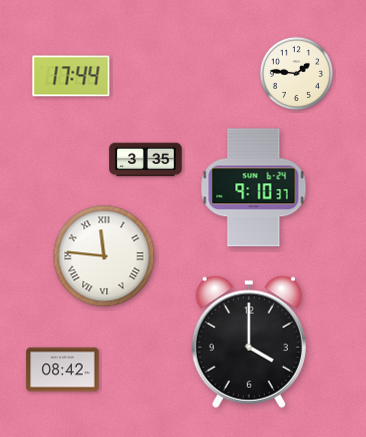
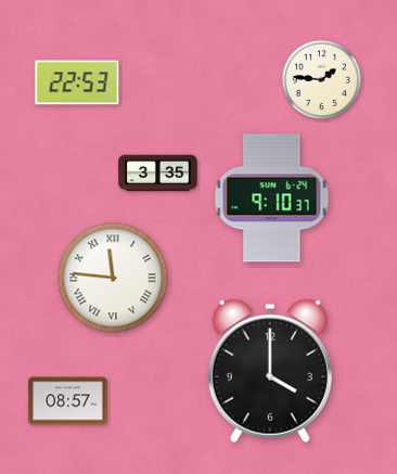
clock at (71, 76): 17:44 -> 22:53
clock at (254, 188) position: (254, 188) -> (272, 198)
clock at (63, 370): 08:42 -> 08:57
